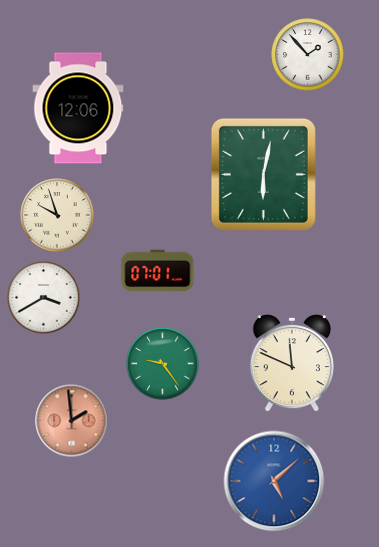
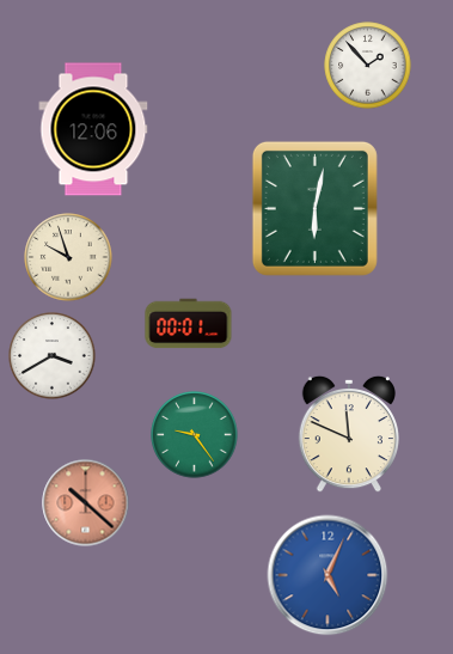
clock at (158, 271): 07:01 -> 00:01
clock at (72, 421): 1:59 -> 10:22
clock at (274, 481): 5:08 -> 5:04
